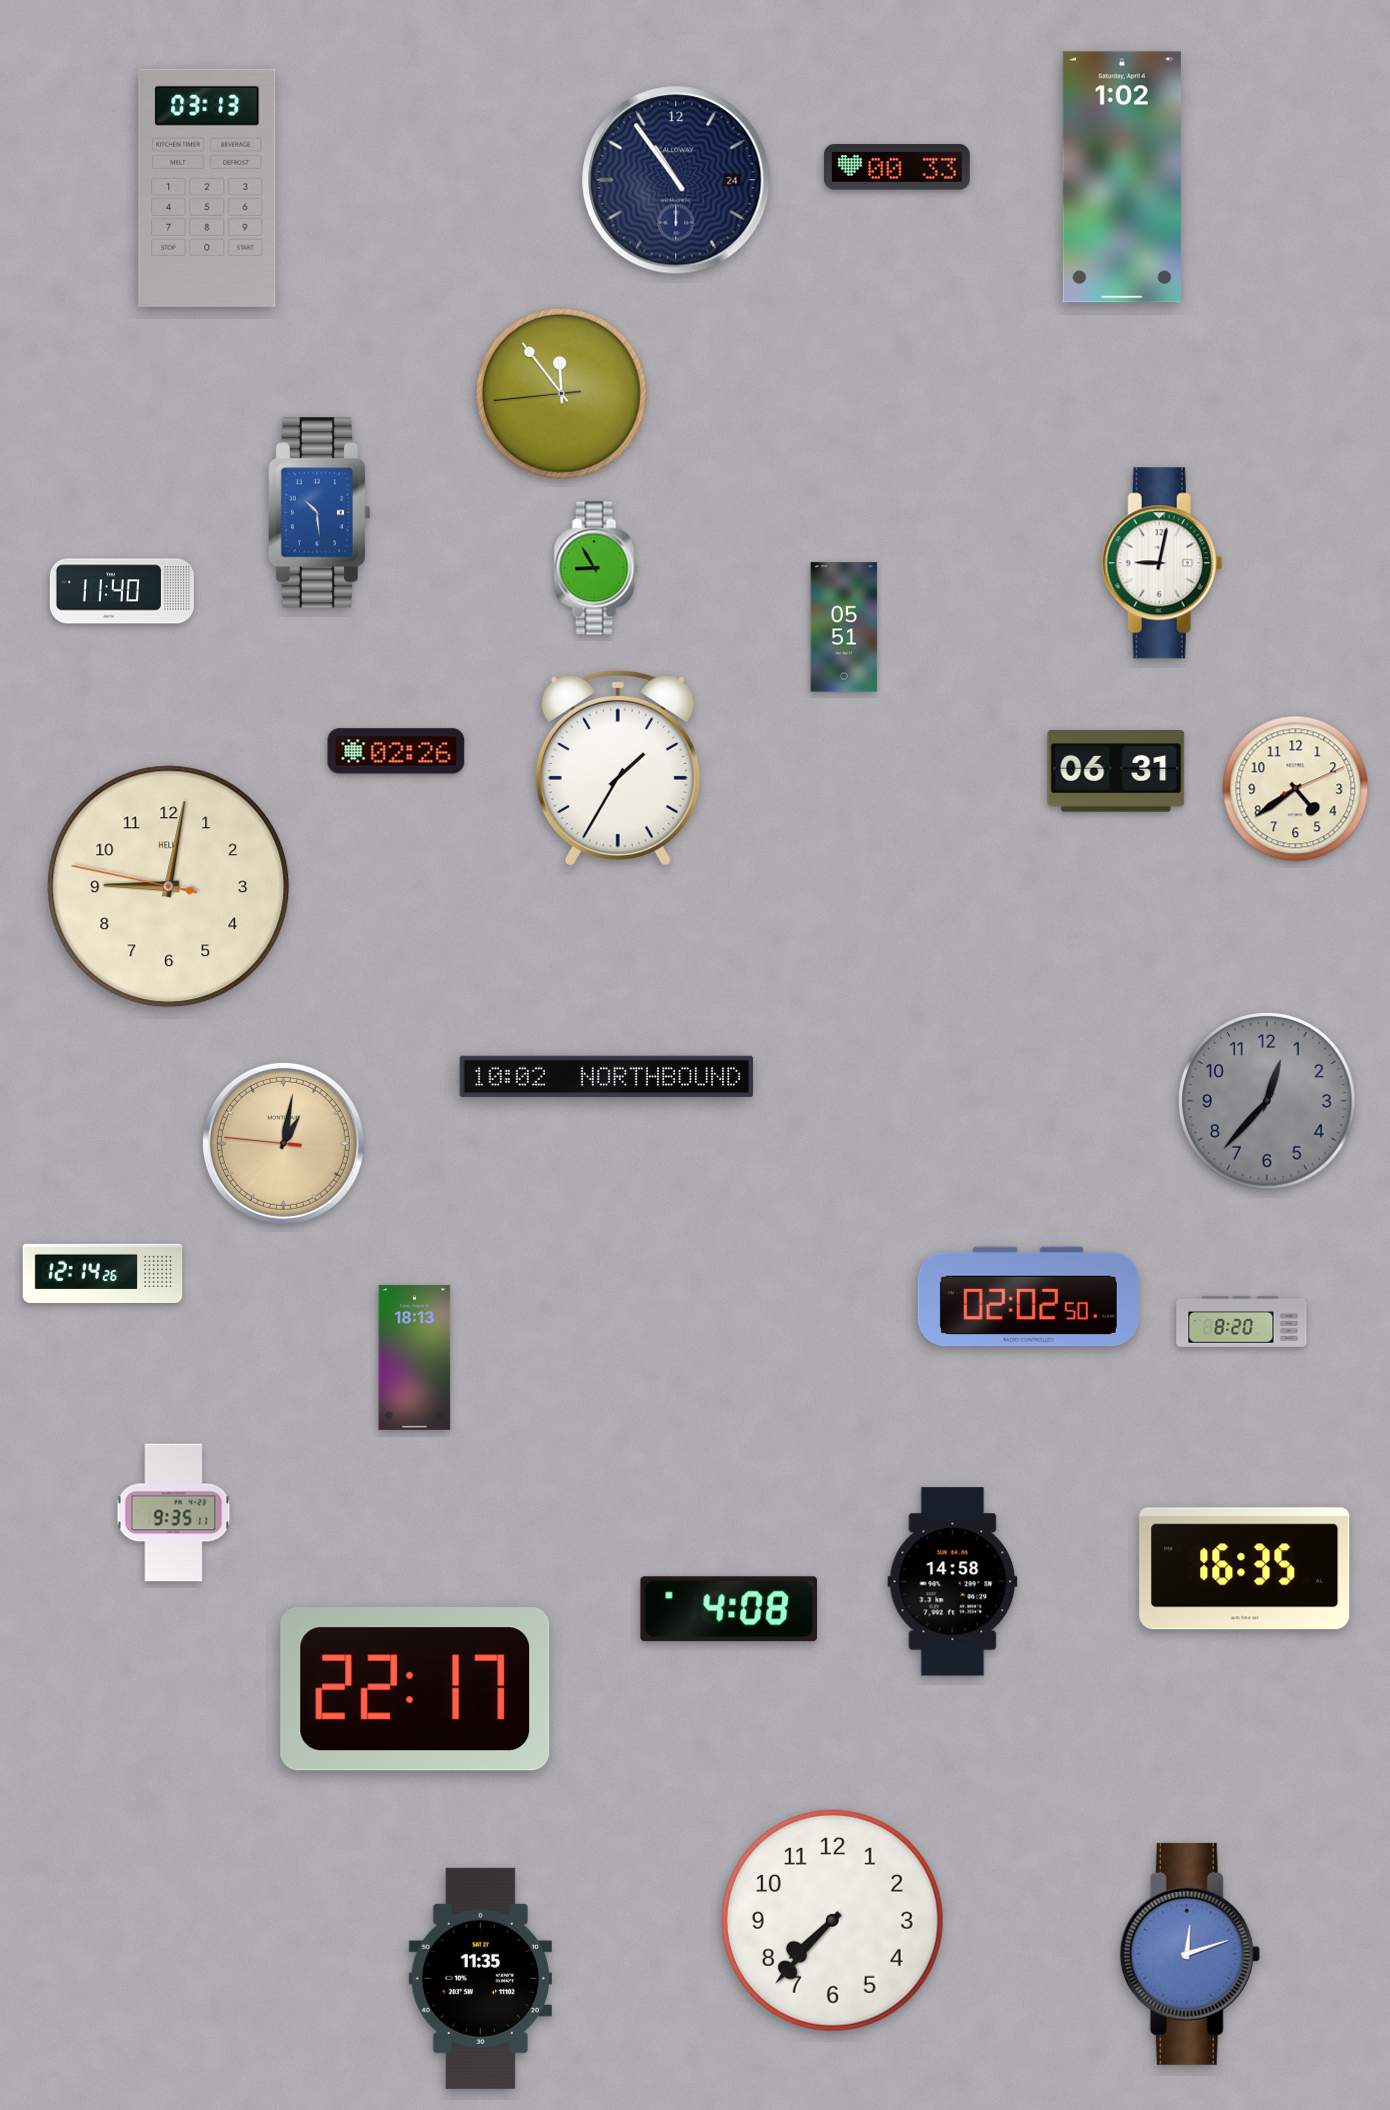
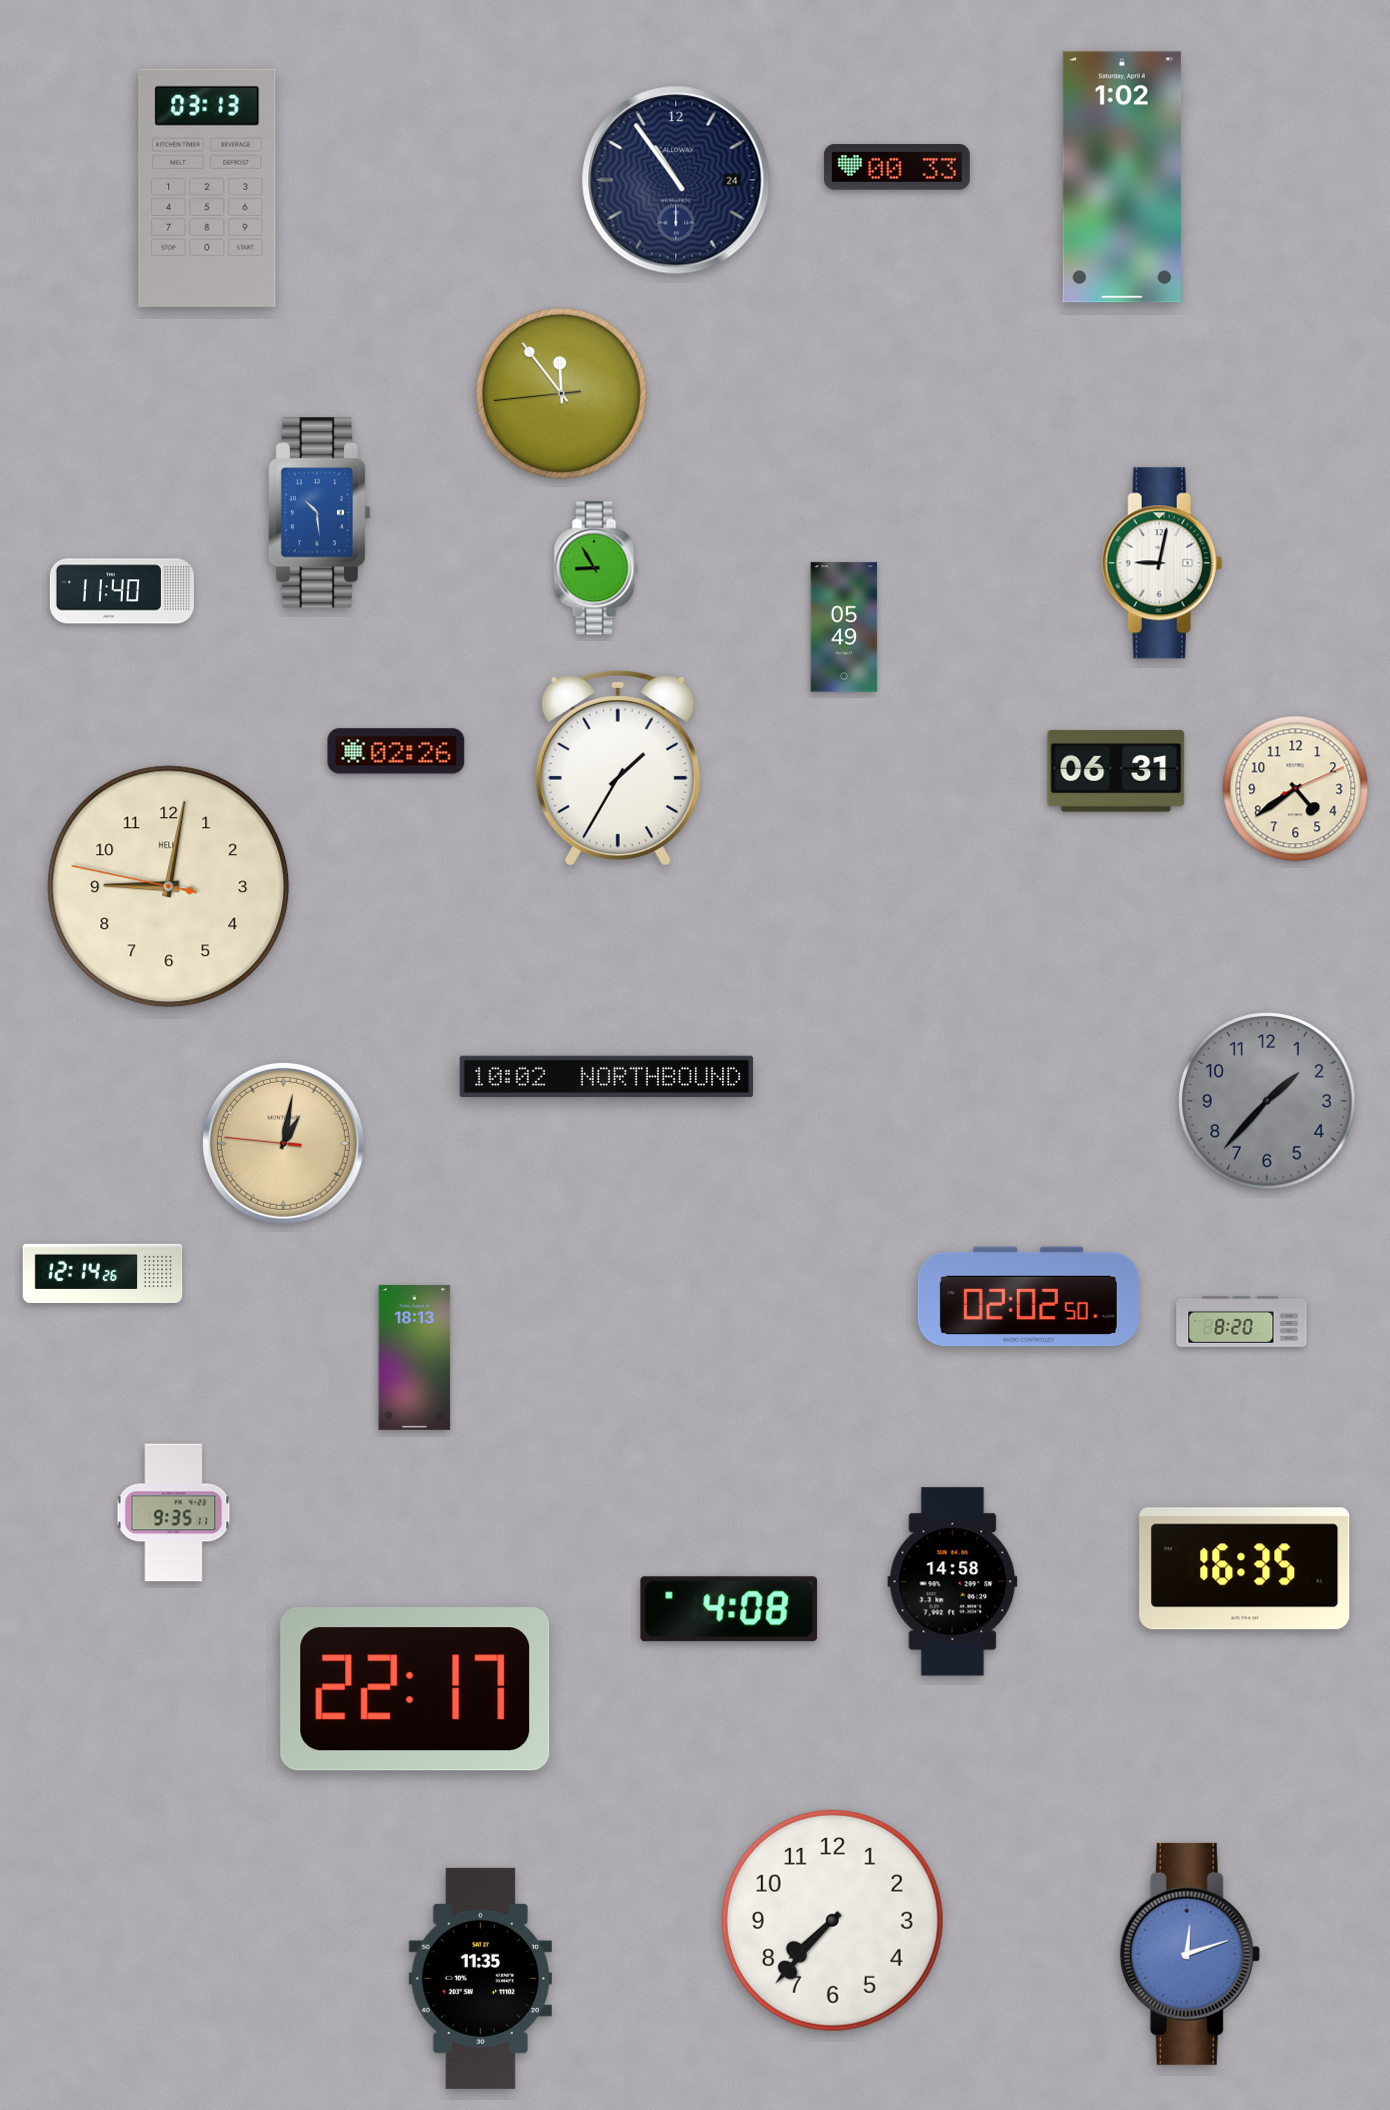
clock at (844, 627): 05:51 -> 05:49
clock at (1267, 1101): 12:37 -> 1:37
